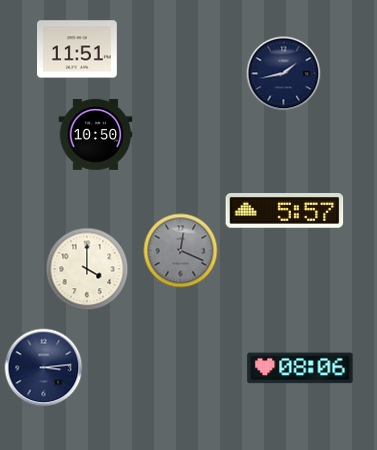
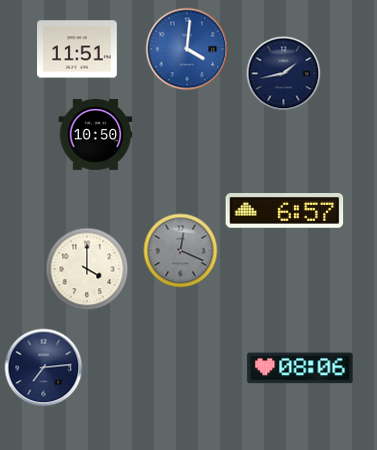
clock at (187, 49): none -> 4:01
clock at (285, 211): 5:57 -> 6:57
clock at (44, 368): 3:14 -> 7:14
